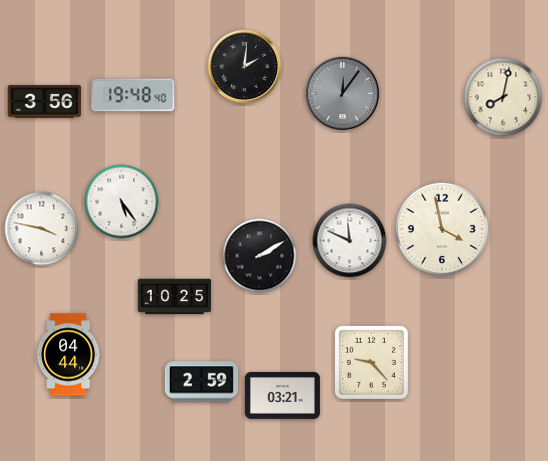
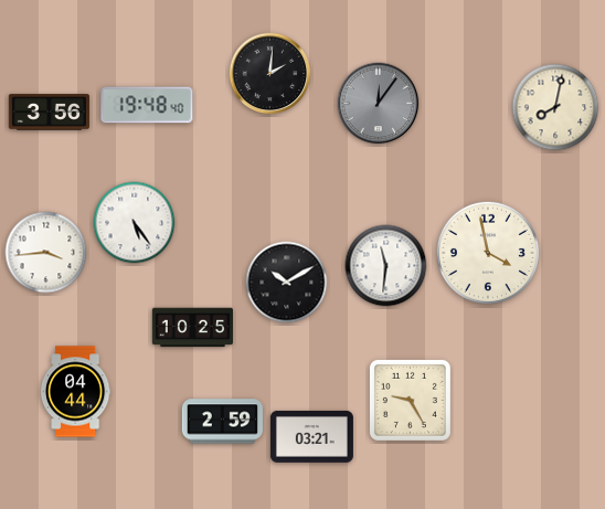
clock at (42, 229): 3:47 -> 3:44
clock at (350, 241): 11:49 -> 11:31
clock at (260, 256): 2:10 -> 10:10
clock at (371, 362): 9:23 -> 9:25
